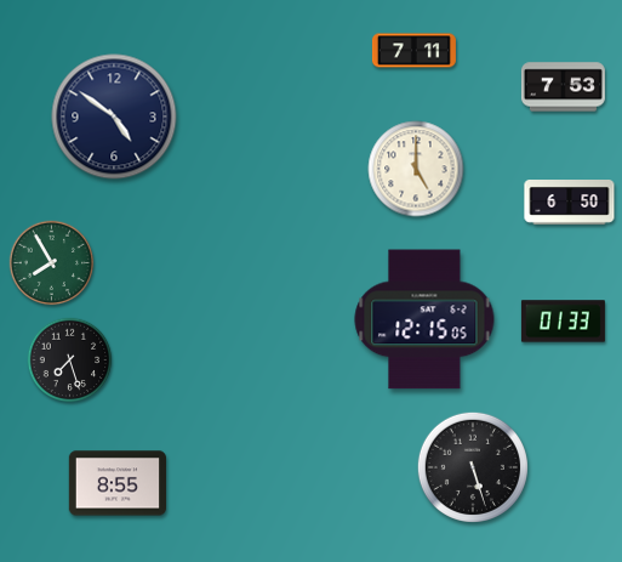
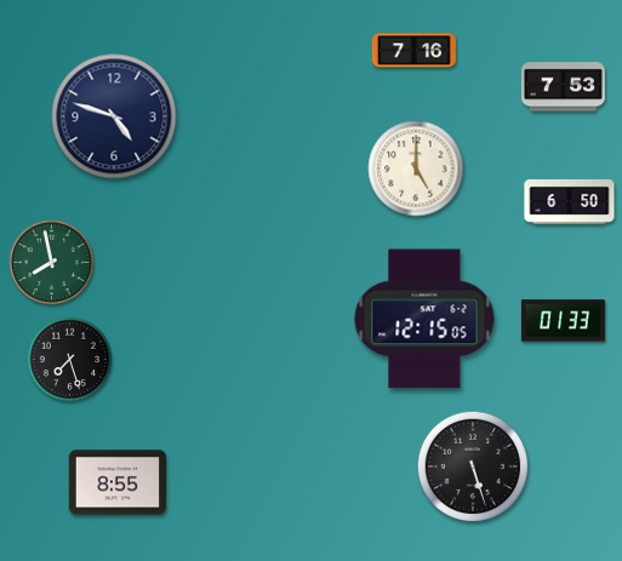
clock at (413, 51): 7:11 -> 7:16
clock at (114, 117): 4:51 -> 4:48
clock at (52, 263): 7:55 -> 7:58
